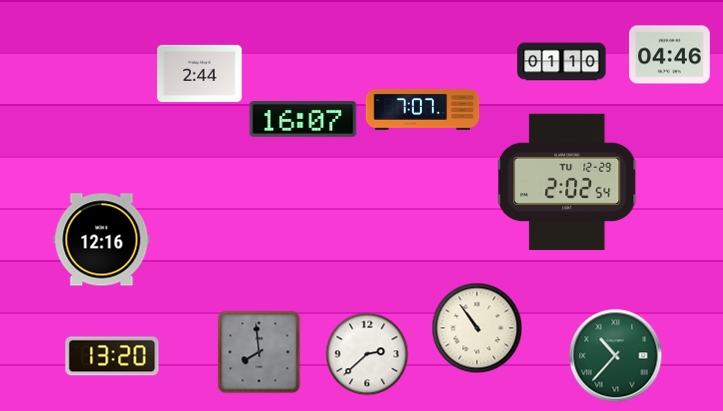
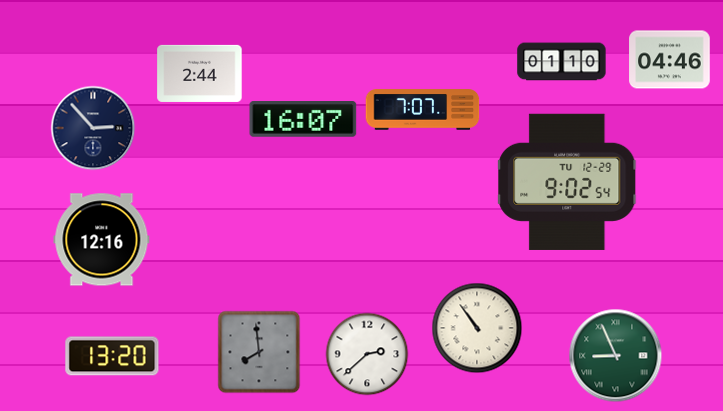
clock at (670, 55) position: (670, 55) -> (670, 60)
clock at (93, 128): none -> 2:53
clock at (568, 182): 2:02 -> 9:02
clock at (615, 355): 10:37 -> 8:56
